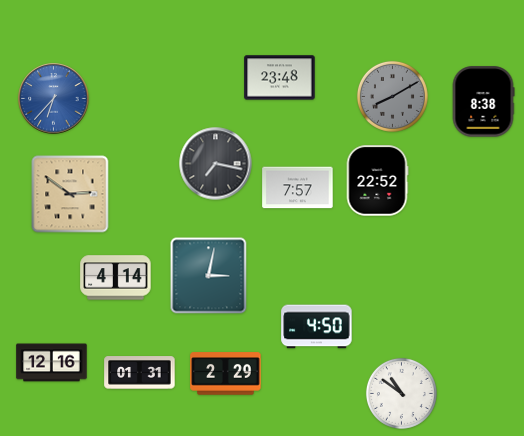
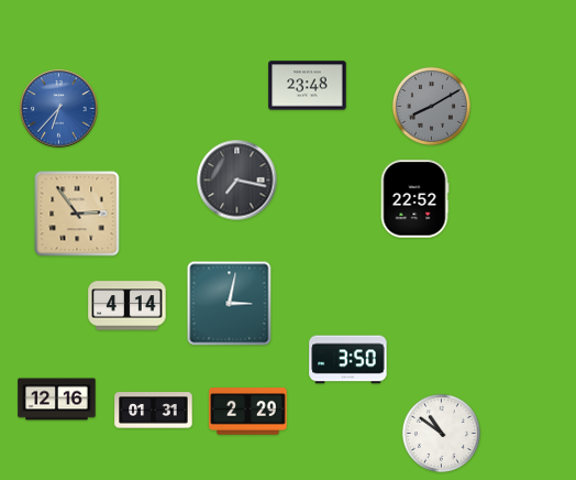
clock at (483, 102): 8:38 -> none
clock at (298, 188): 7:57 -> none
clock at (70, 194): 2:51 -> 2:54
clock at (317, 327): 4:50 -> 3:50
